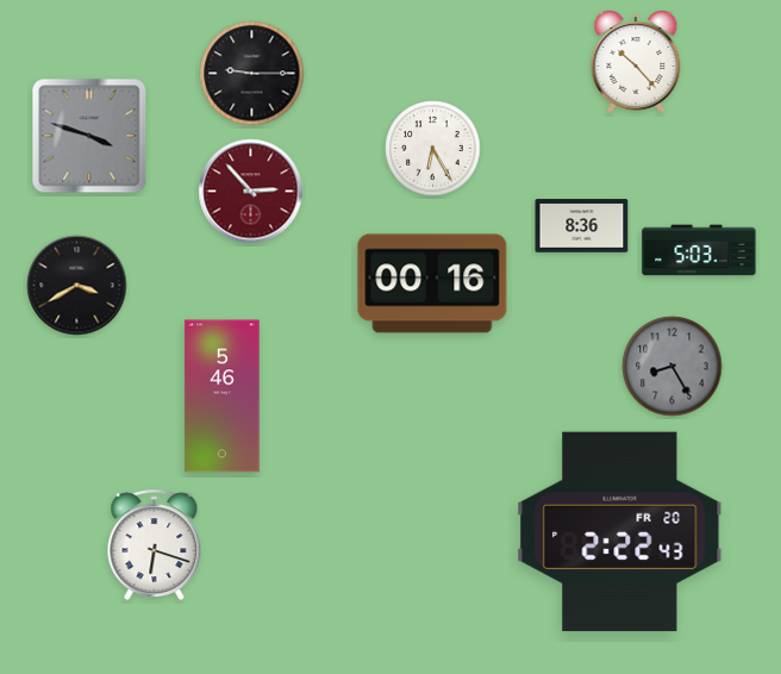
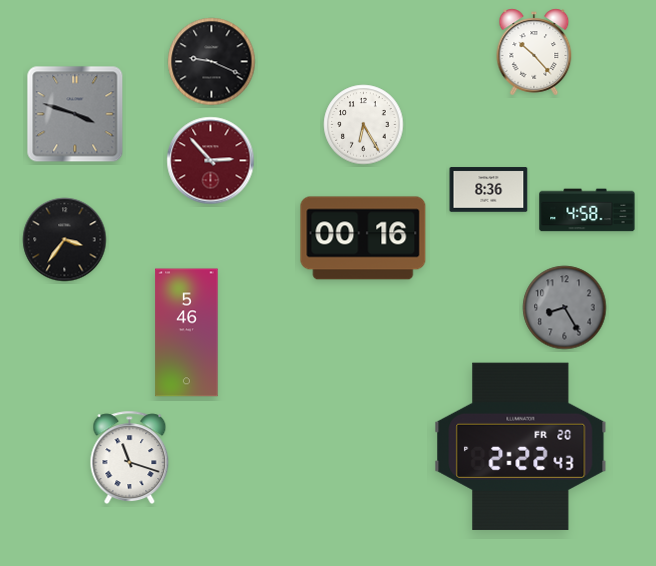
clock at (252, 74): 9:15 -> 9:19
clock at (699, 250): 5:03 -> 4:58
clock at (77, 286): 3:40 -> 3:36
clock at (155, 545): 6:18 -> 11:18
